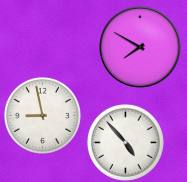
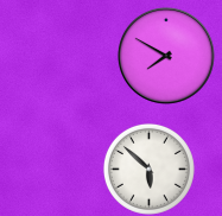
clock at (42, 115): 8:58 -> none
clock at (125, 142): 4:53 -> 5:52
